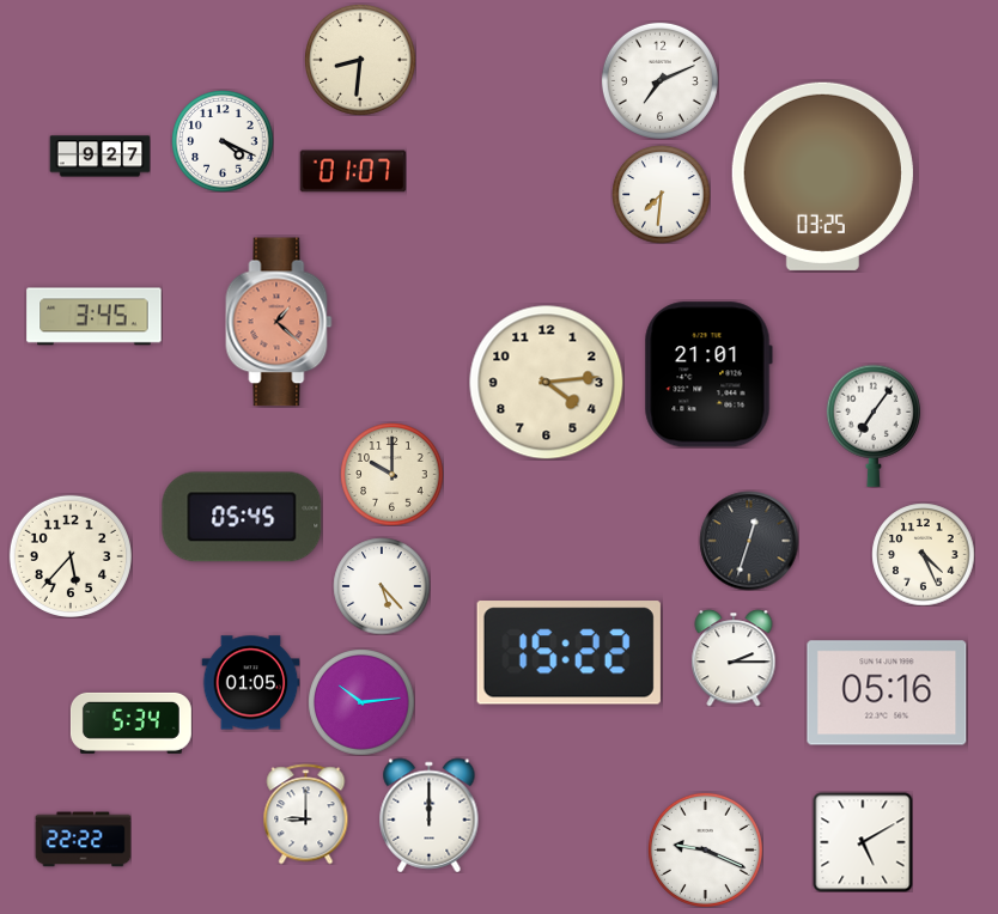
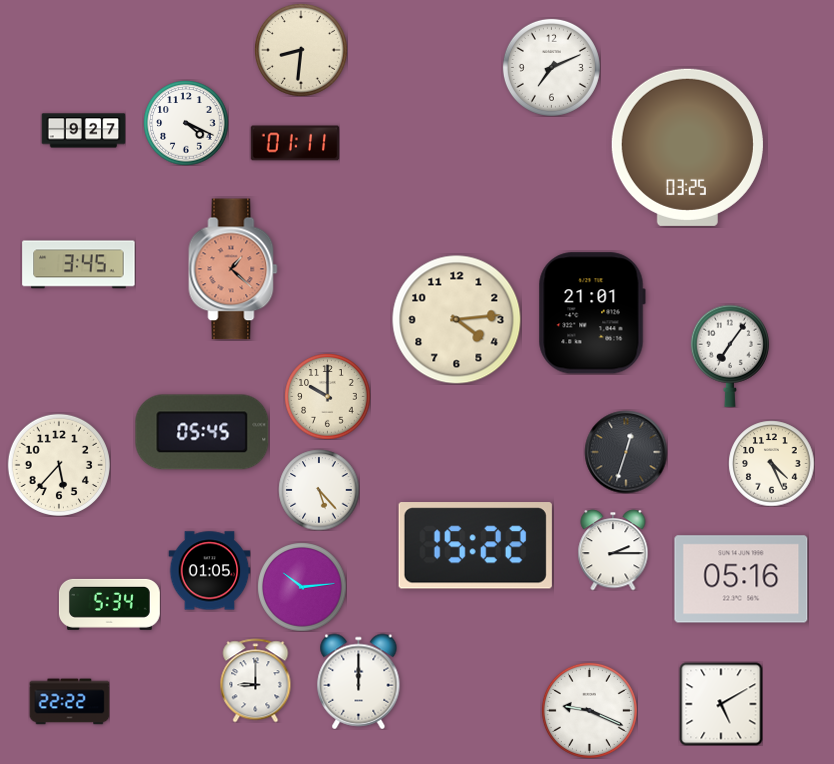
clock at (223, 141) position: (223, 141) -> (186, 123)
clock at (353, 171): 01:07 -> 01:11
clock at (661, 194): 7:31 -> none
